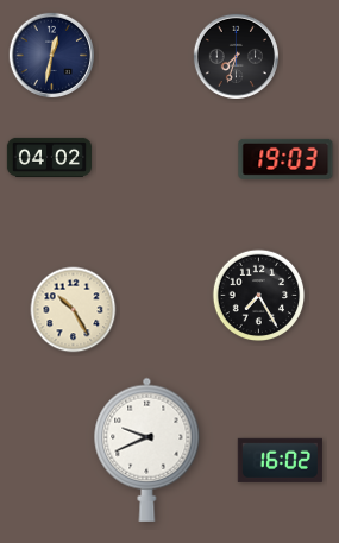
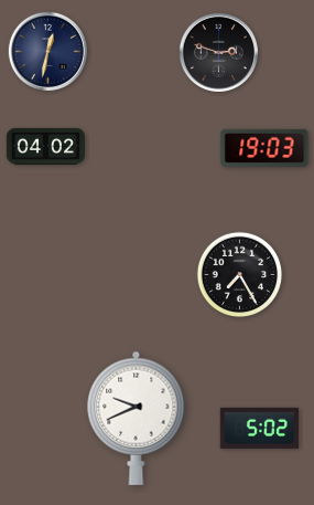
clock at (236, 56): 7:33 -> 2:48
clock at (74, 310): 10:25 -> none
clock at (280, 460): 16:02 -> 5:02
